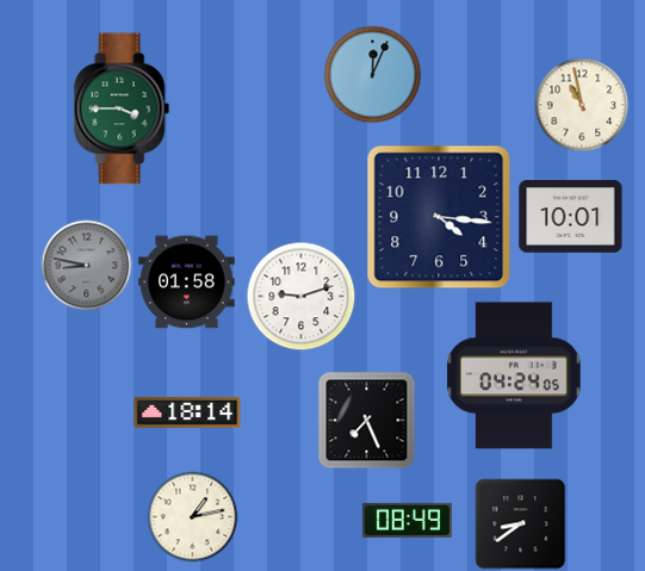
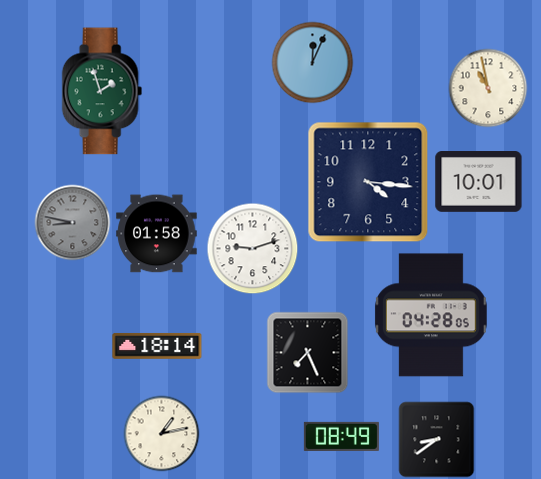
clock at (122, 108): 3:45 -> 1:57
clock at (187, 283) position: (187, 283) -> (157, 234)
clock at (515, 376): 04:24 -> 04:28
